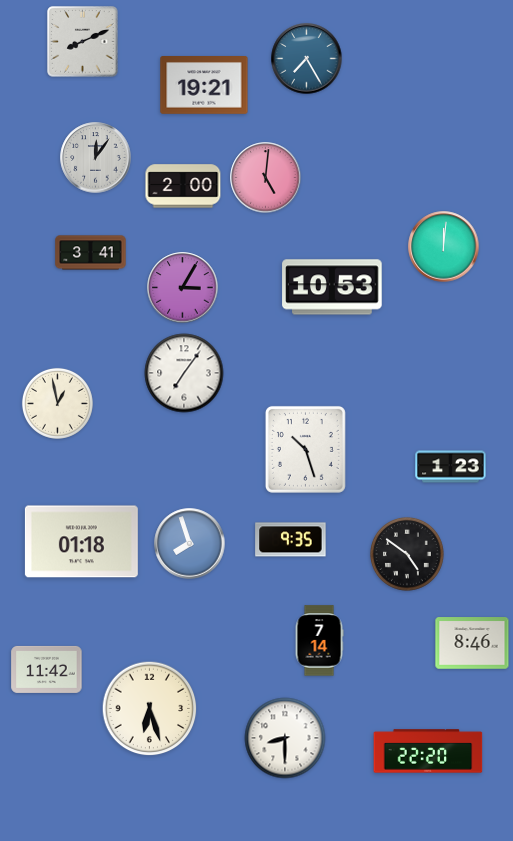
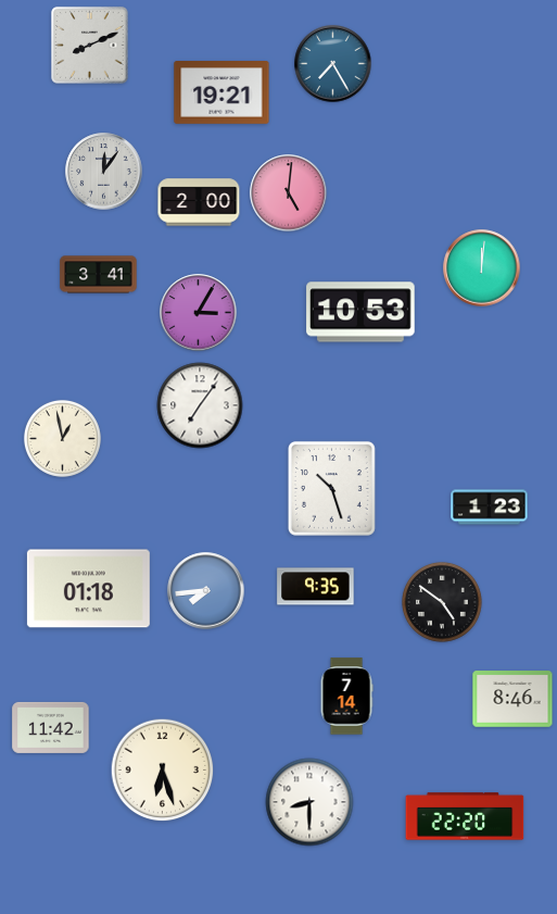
clock at (190, 544): 7:57 -> 7:44
